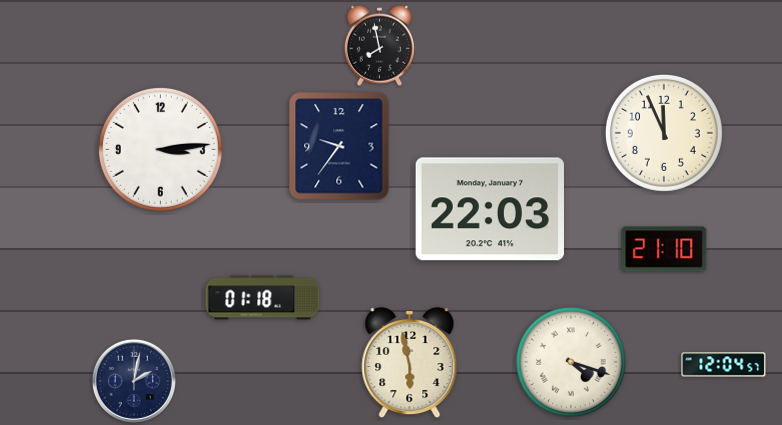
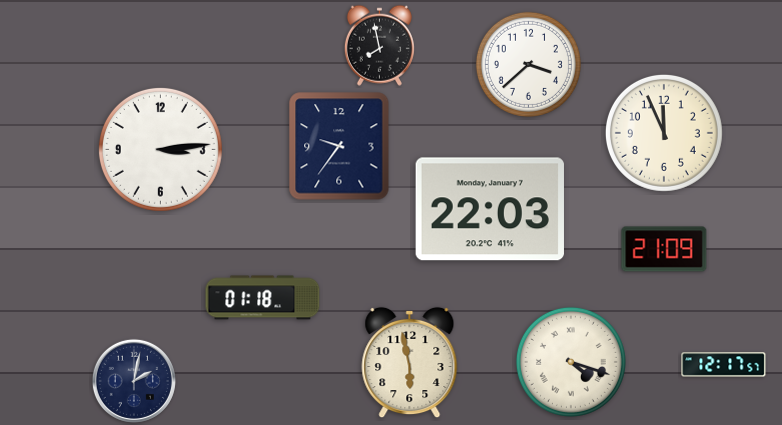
clock at (528, 64): none -> 3:38
clock at (664, 249): 21:10 -> 21:09
clock at (724, 365): 12:04 -> 12:17
